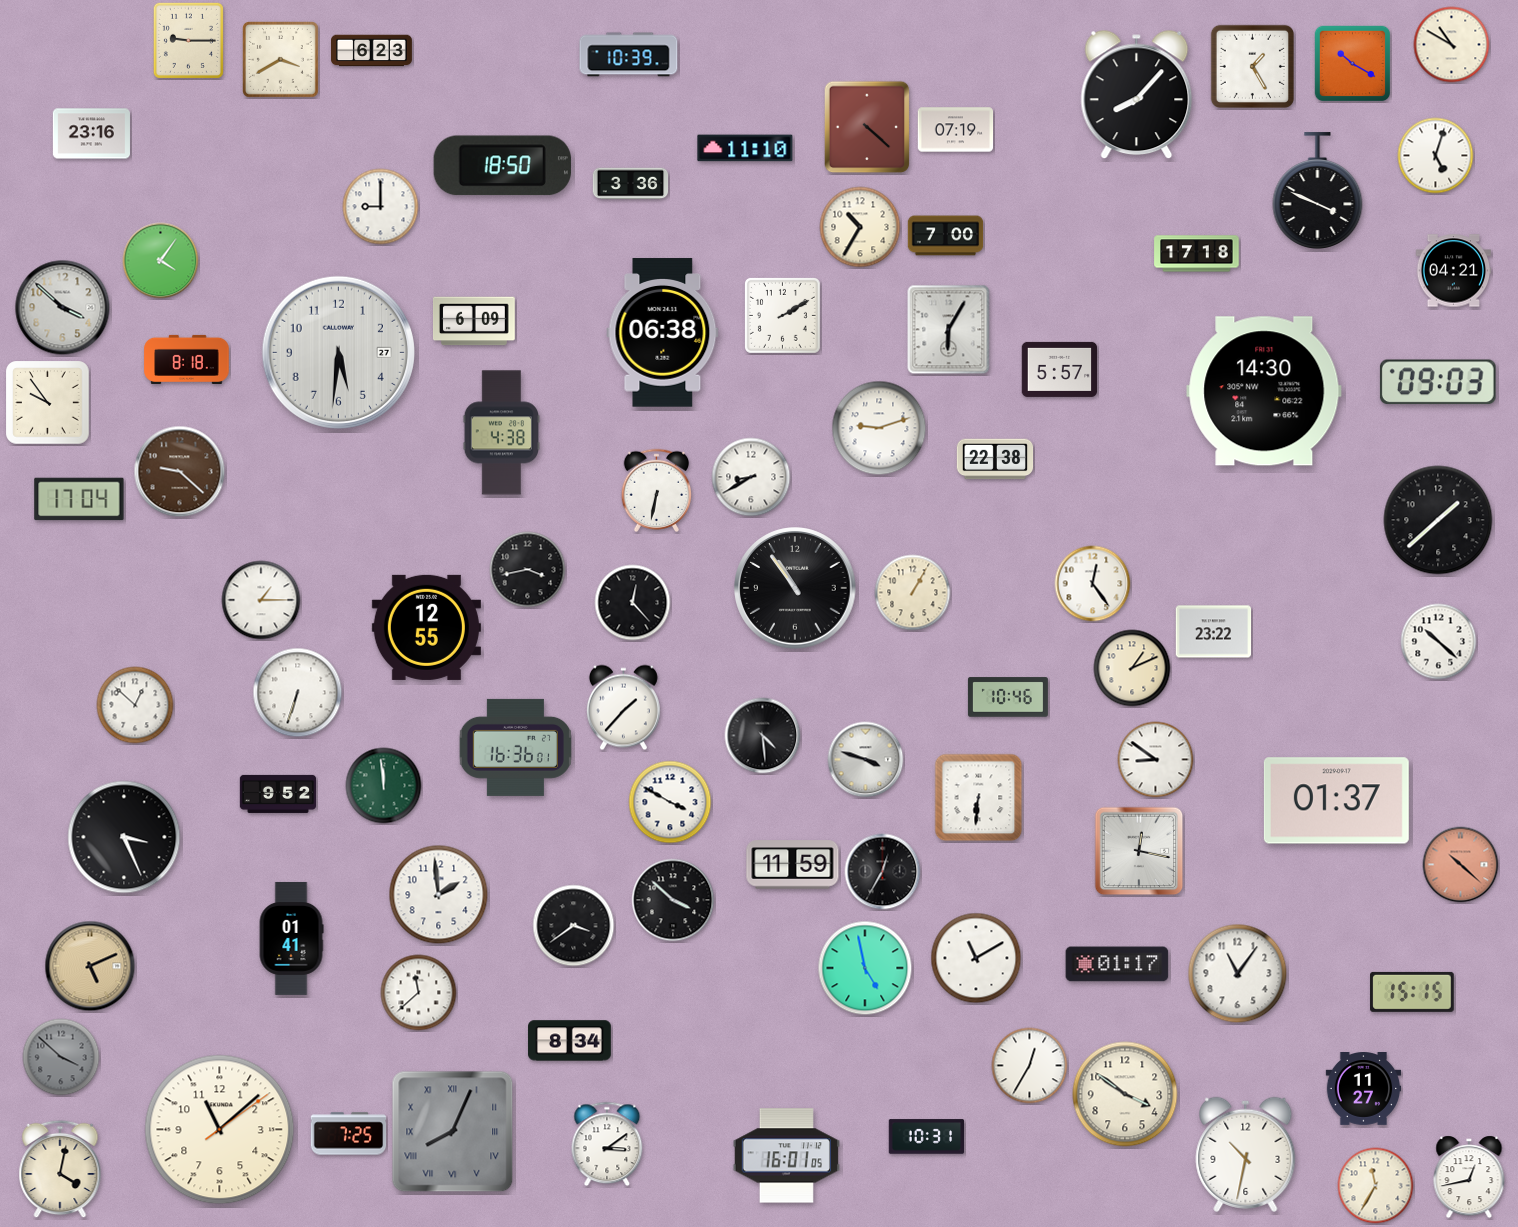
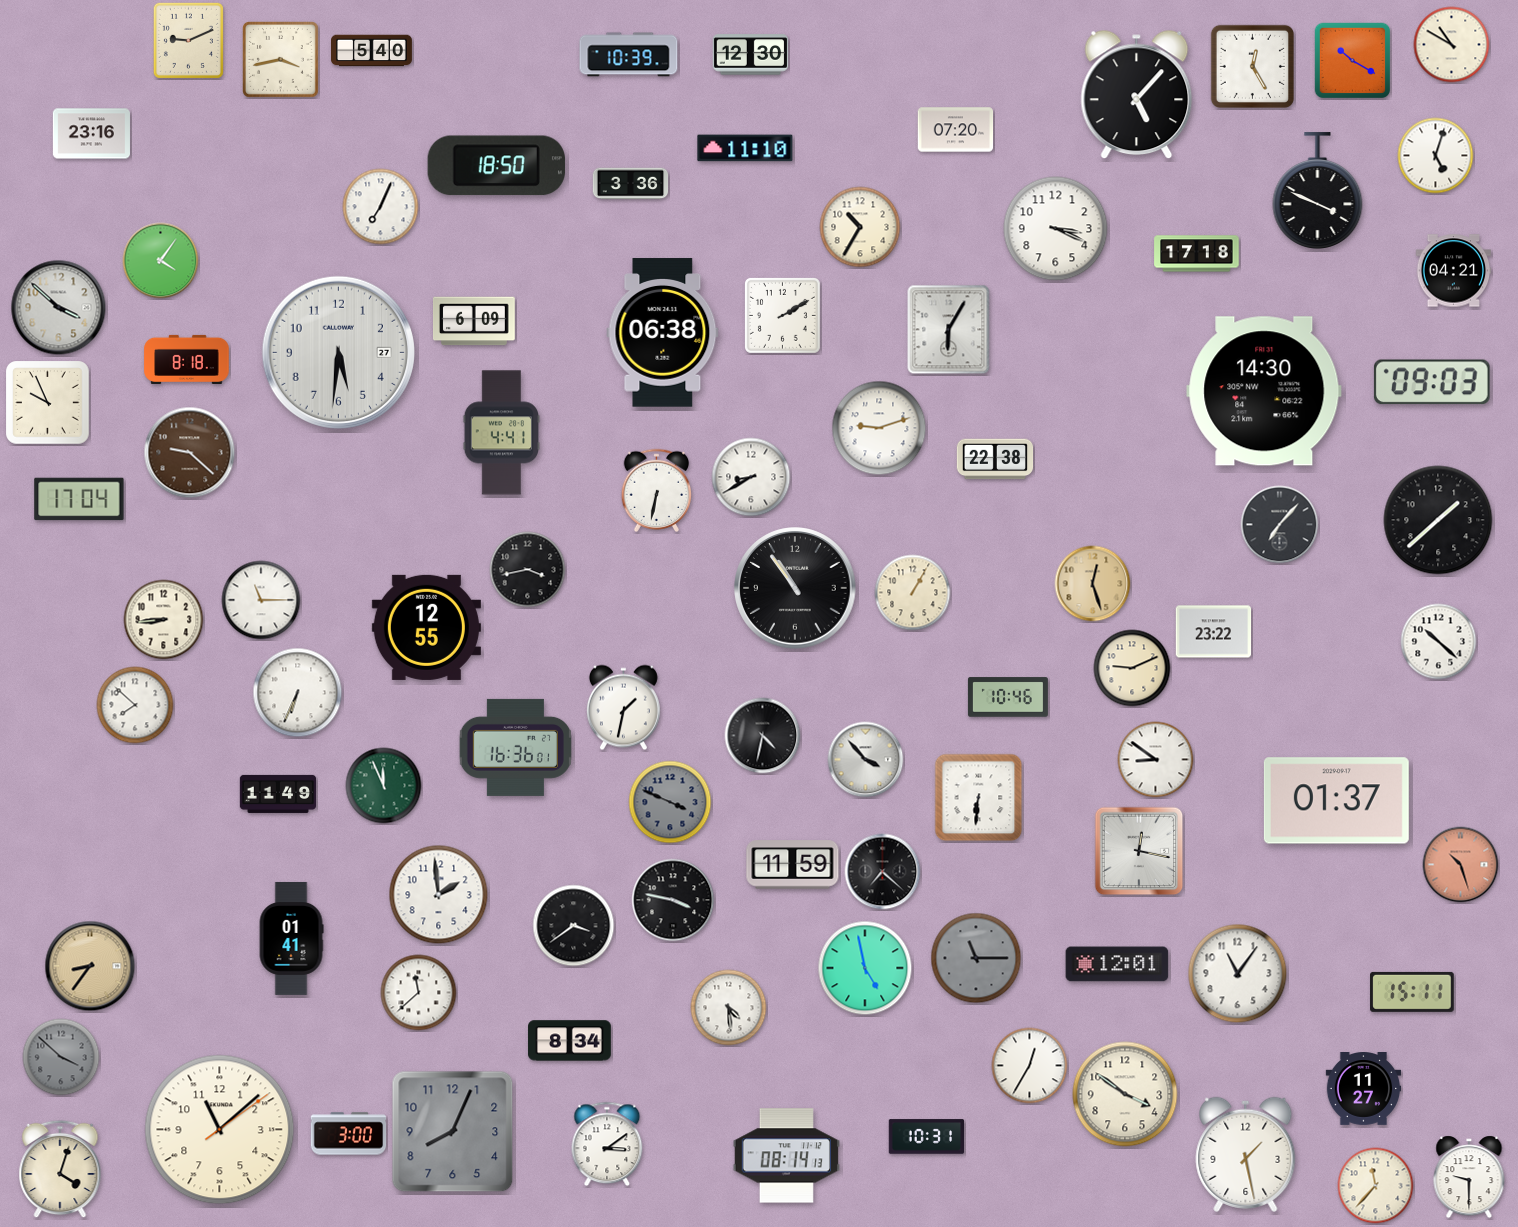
clock at (188, 40): 9:15 -> 9:11
clock at (372, 51): 6:23 -> 5:40
clock at (751, 55): none -> 12:30
clock at (280, 59): 3:40 -> 3:43
clock at (1352, 63) position: (1352, 63) -> (1352, 60)
clock at (1252, 66): 1:25 -> 12:25
clock at (1137, 95): 8:07 -> 5:07
clock at (867, 127): 4:22 -> none
clock at (956, 130): 07:19 -> 07:20
clock at (502, 166) position: (502, 166) -> (496, 166)
clock at (381, 207): 9:00 -> 7:04
clock at (1056, 229): none -> 3:19
clock at (946, 236): 7:00 -> none
clock at (63, 308) position: (63, 308) -> (59, 308)
clock at (1060, 369): 5:57 -> none
clock at (1438, 382) position: (1438, 382) -> (1432, 382)
clock at (48, 403): 9:54 -> 9:56
clock at (502, 433): 4:38 -> 4:41
clock at (180, 472) position: (180, 472) -> (190, 453)
clock at (1280, 525): none -> 7:07
clock at (1093, 584): 12:24 -> 12:27
clock at (1093, 584) dial: white -> champagne
clock at (261, 600): 1:15 -> 11:15
clock at (633, 603): 12:23 -> none
clock at (164, 620): none -> 8:44
clock at (1132, 668): 1:11 -> 9:11
clock at (298, 693): 6:33 -> 6:34
clock at (135, 705): 12:52 -> 7:52
clock at (623, 708): 1:37 -> 1:32
clock at (763, 736): 4:29 -> 4:32
clock at (866, 760): 3:48 -> 3:53
clock at (384, 786): 11:59 -> 11:56
clock at (278, 794): 9:52 -> 11:49
clock at (670, 802): 3:50 -> 3:49
clock at (670, 802) dial: white -> grey
clock at (124, 837): 3:26 -> none
clock at (1461, 865): 10:22 -> 10:27
clock at (883, 872): 12:35 -> 7:22
clock at (673, 900): 3:52 -> 3:47
clock at (976, 958): 11:10 -> 11:15
clock at (976, 958) dial: white -> grey
clock at (1117, 964): 01:17 -> 12:01
clock at (90, 966): 5:11 -> 8:36
clock at (1412, 992): 15:15 -> 15:11
clock at (729, 1008): none -> 4:29
clock at (453, 1132) numerals: Roman -> Arabic
clock at (349, 1134): 7:25 -> 3:00
clock at (1246, 1154): 10:32 -> 1:28
clock at (786, 1156): 16:01 -> 08:14
clock at (60, 1169): 4:02 -> 4:03
clock at (1469, 1177): 12:43 -> 9:30
clock at (1376, 1186): 11:35 -> 11:37
